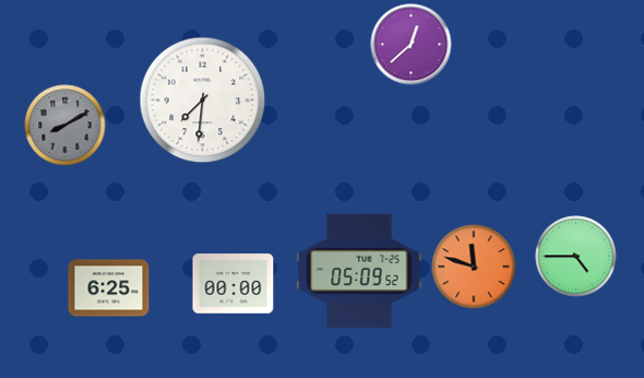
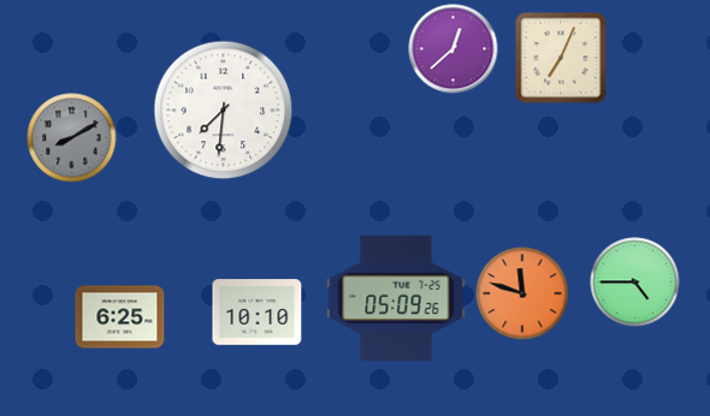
clock at (561, 58): none -> 7:04
clock at (359, 271): 05:09:52 -> 05:09:26
clock at (234, 284): 00:00 -> 10:10
